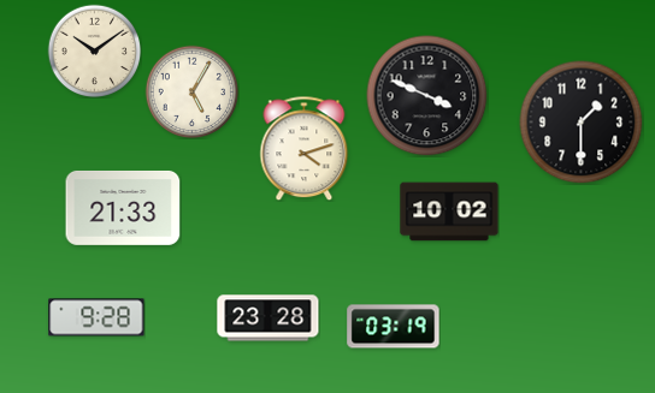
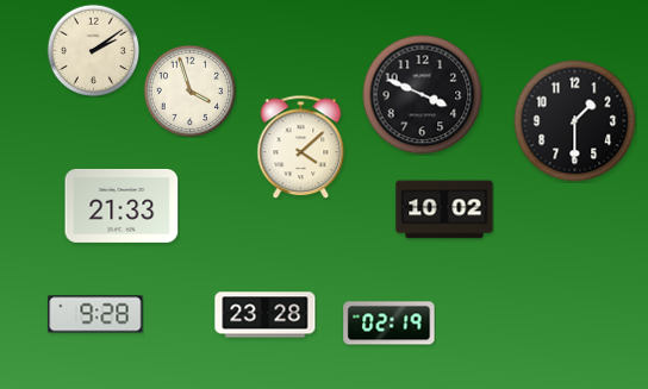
clock at (94, 50): 10:09 -> 2:09
clock at (191, 91): 5:05 -> 3:57
clock at (305, 148): 4:12 -> 4:08
clock at (394, 327): 03:19 -> 02:19
